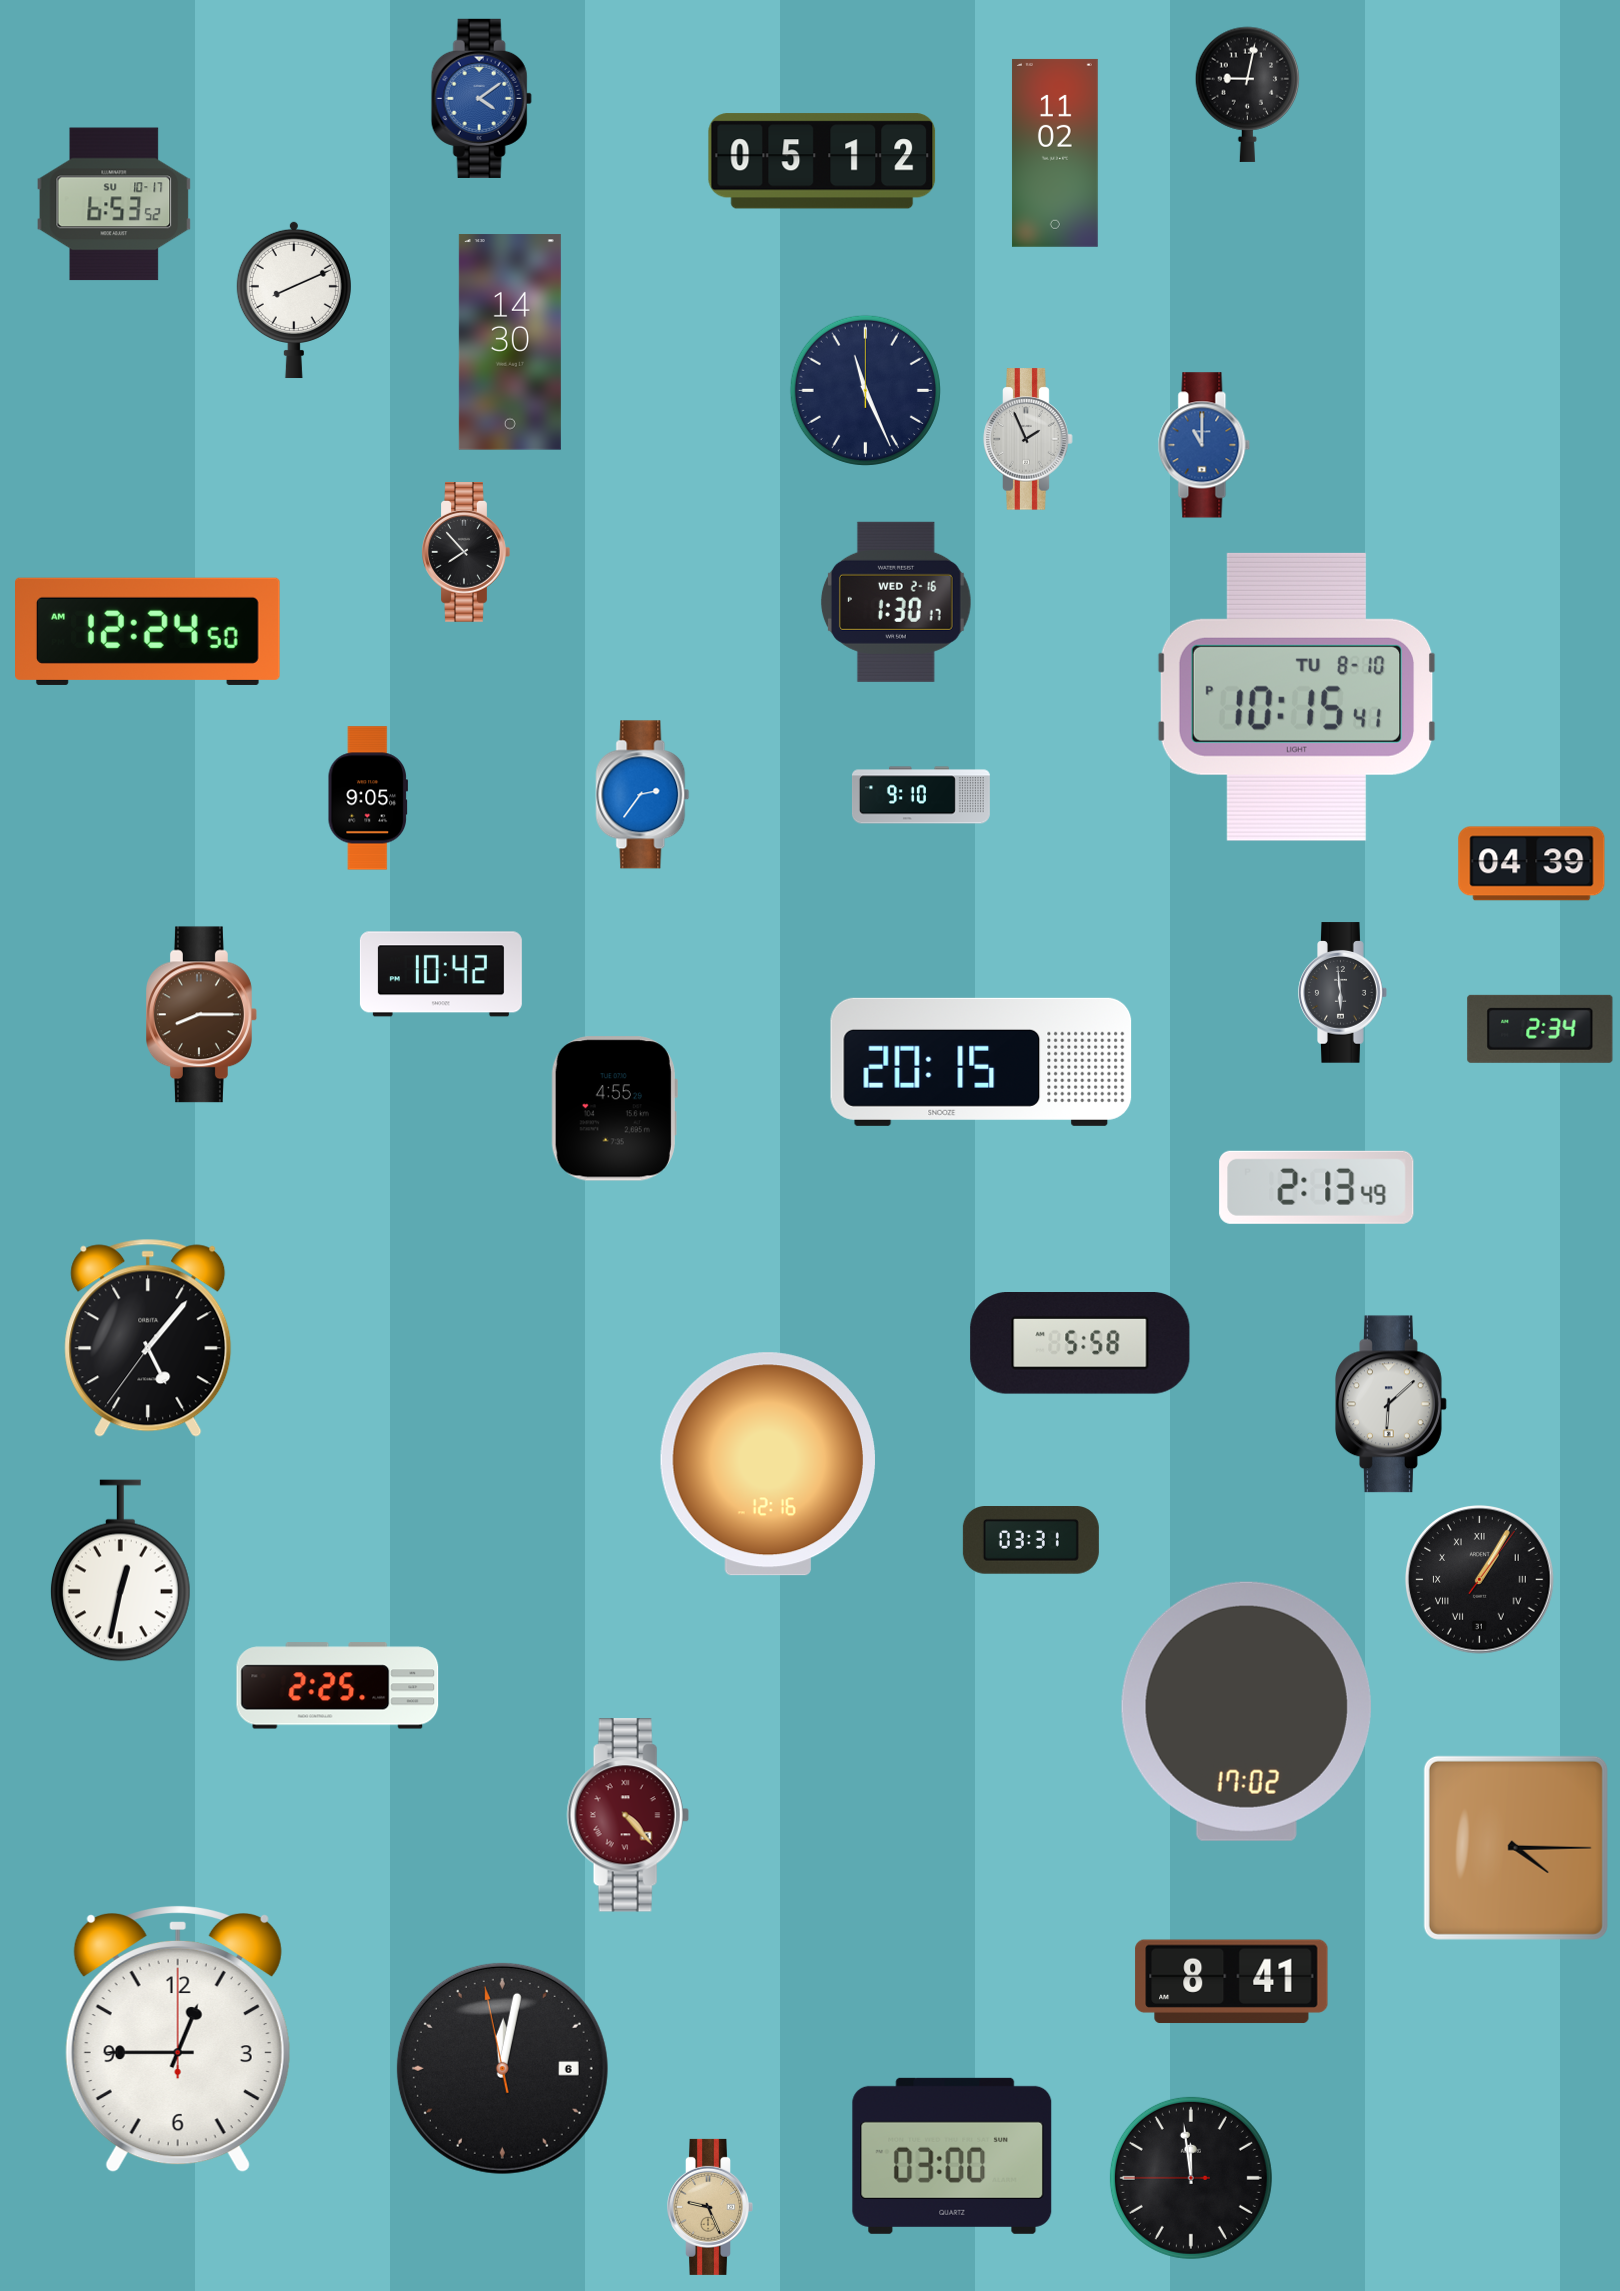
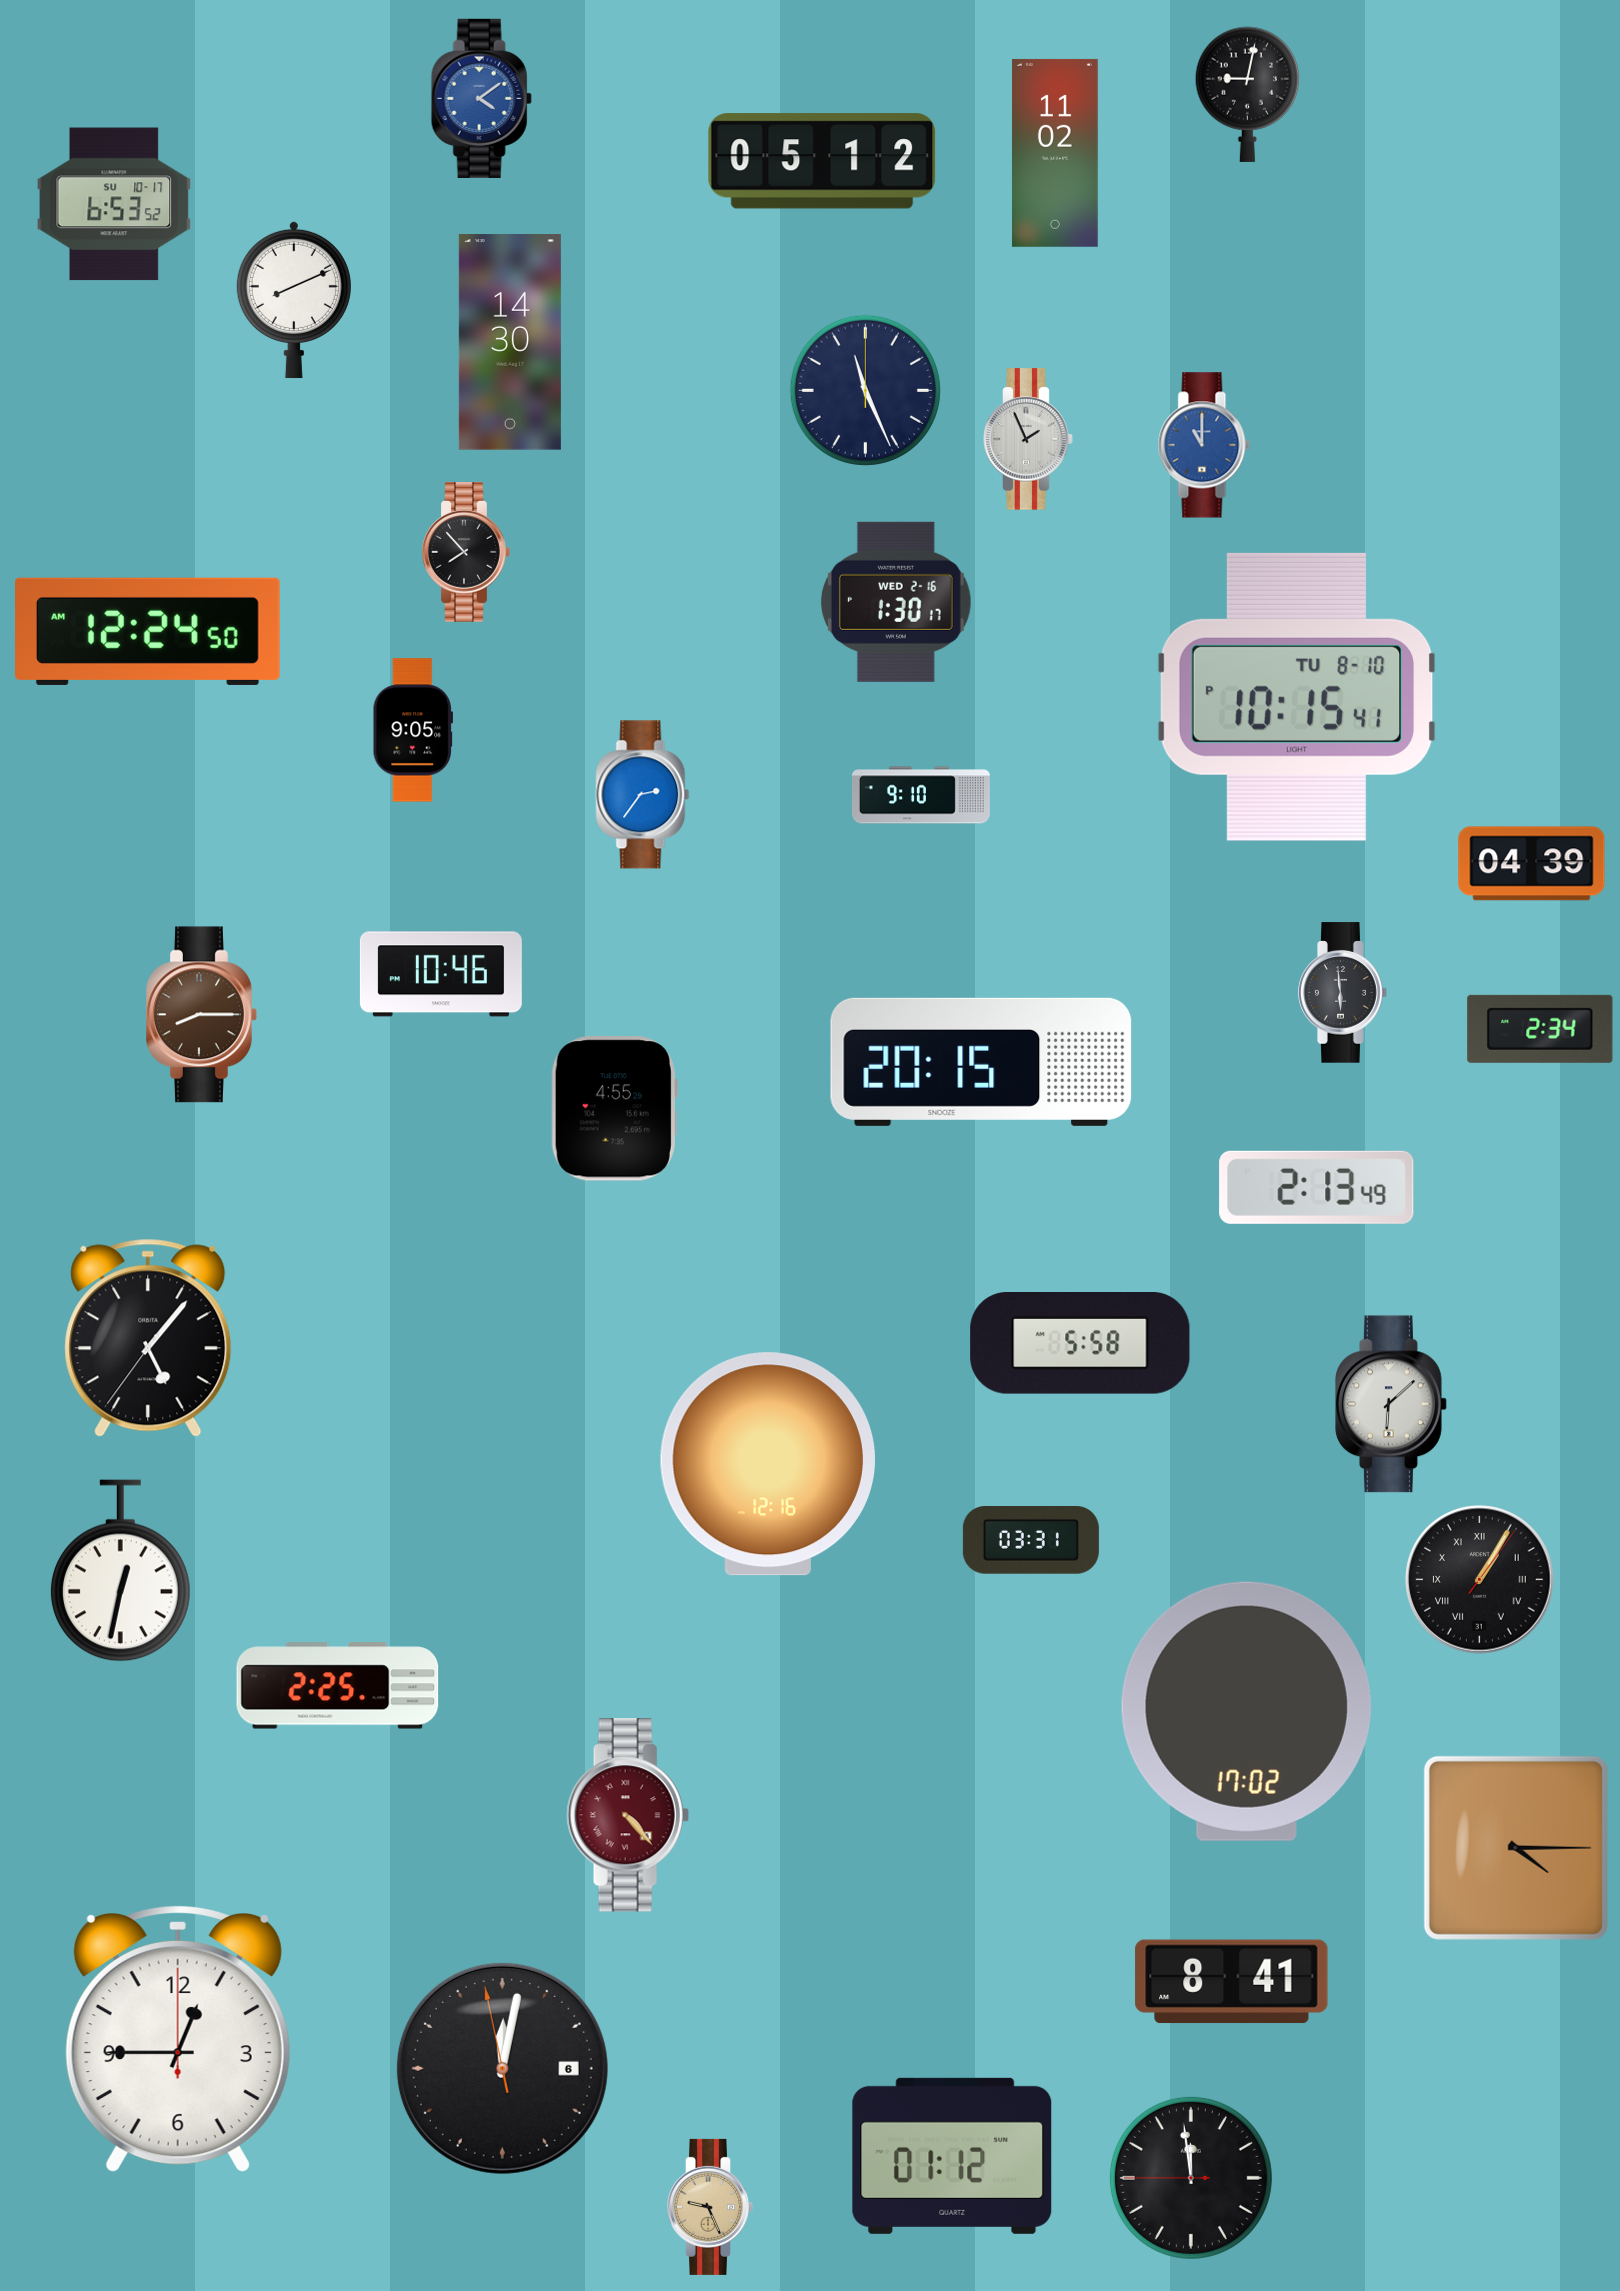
clock at (367, 798) position: (367, 798) -> (412, 730)
clock at (441, 974): 10:42 -> 10:46
clock at (952, 2156): 03:00 -> 01:12
